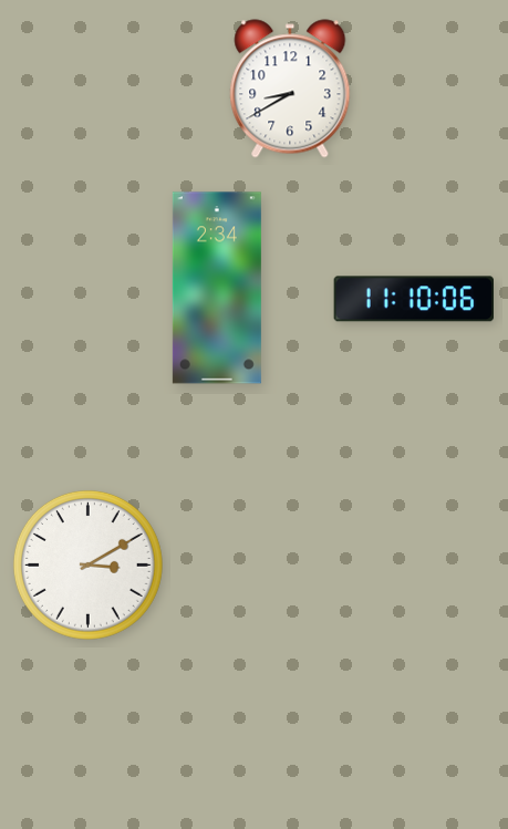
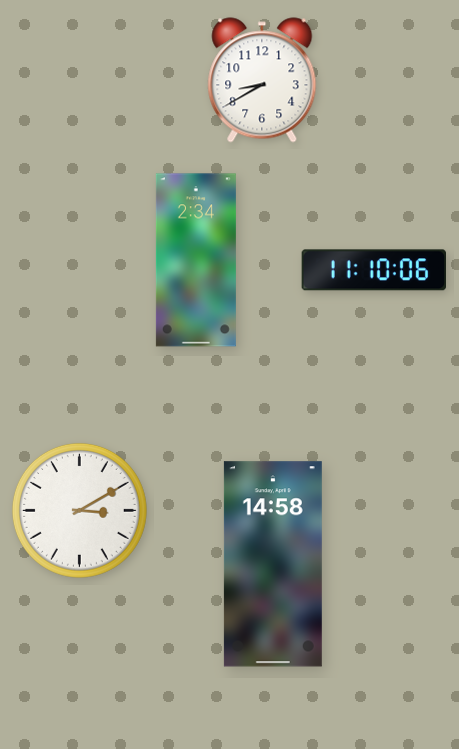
clock at (273, 564): none -> 14:58
